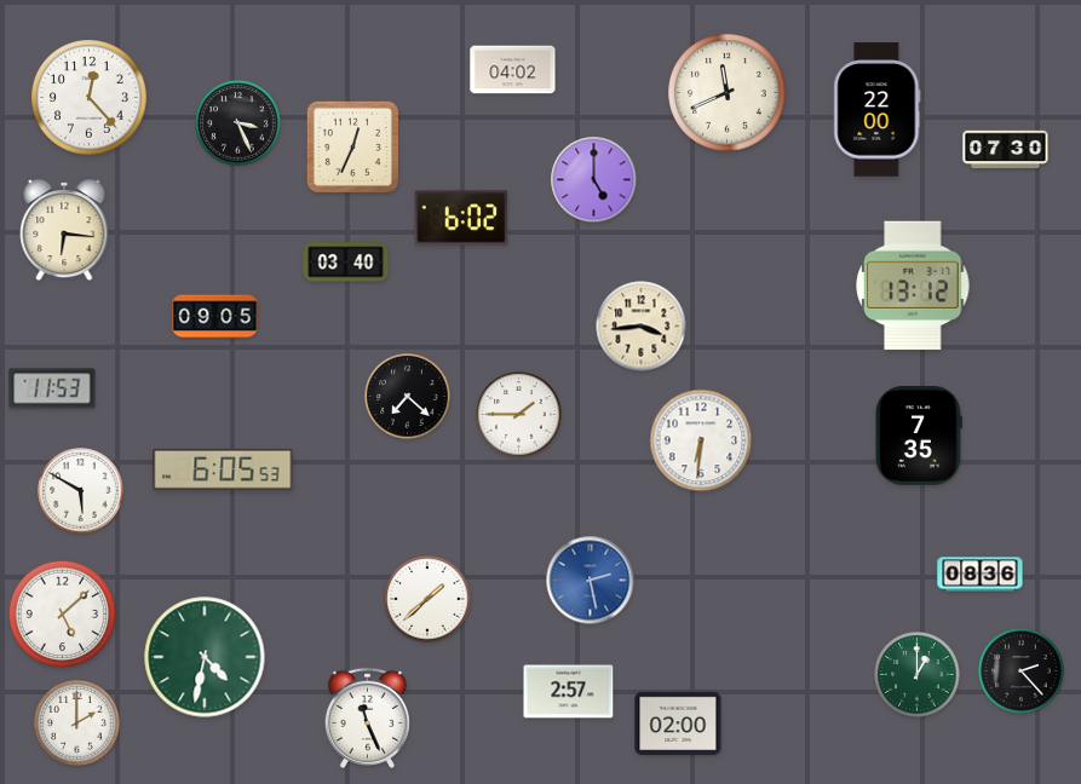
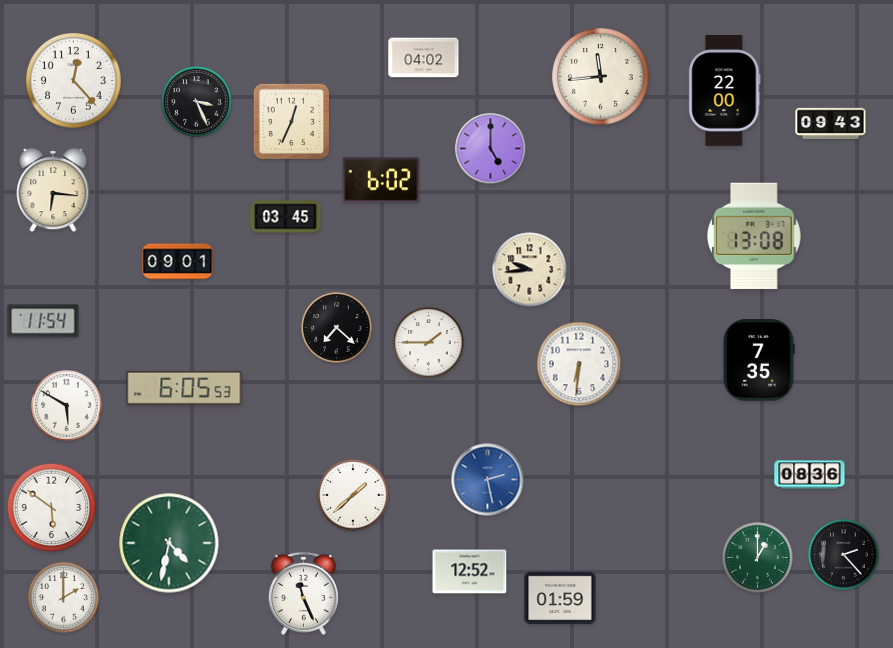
clock at (728, 93): 11:41 -> 11:44
clock at (1006, 149): 07:30 -> 09:43
clock at (346, 263): 03:40 -> 03:45
clock at (913, 286): 13:12 -> 13:08
clock at (215, 317): 09:05 -> 09:01
clock at (642, 327): 3:44 -> 9:44
clock at (52, 388): 11:53 -> 11:54
clock at (63, 615): 5:08 -> 5:51
clock at (569, 692): 2:57 -> 12:52
clock at (678, 722): 02:00 -> 01:59
